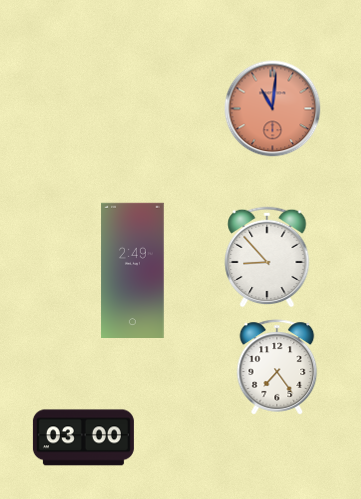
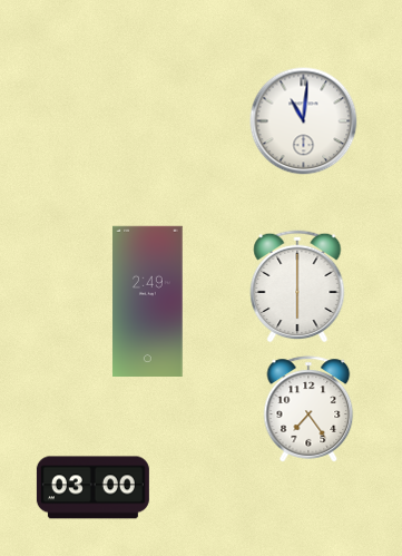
clock at (273, 109) dial: salmon -> white
clock at (267, 257): 8:53 -> 6:00
